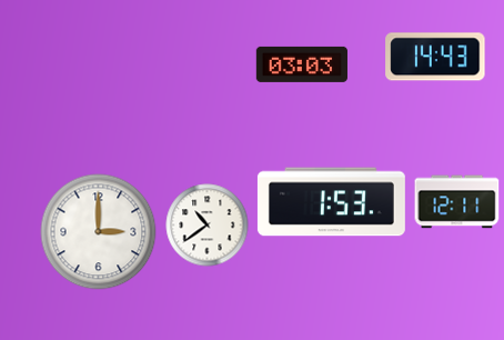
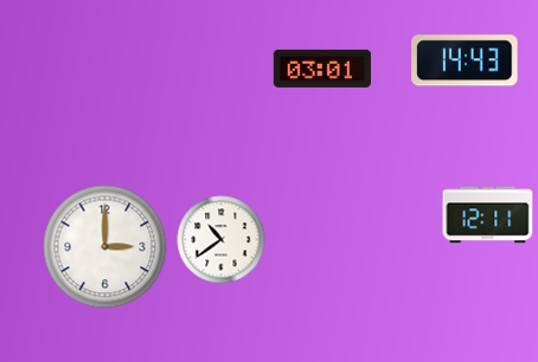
clock at (302, 64): 03:03 -> 03:01
clock at (331, 202): 1:53 -> none
